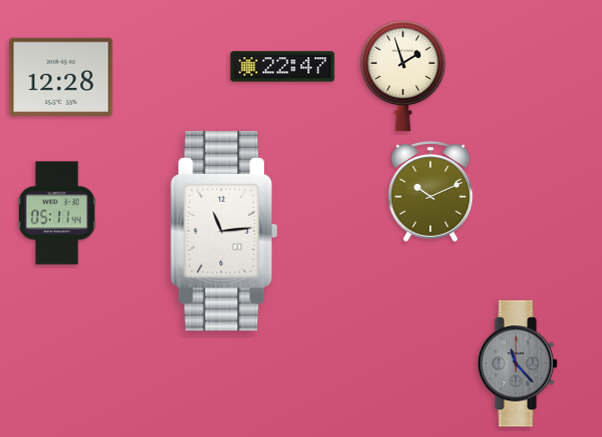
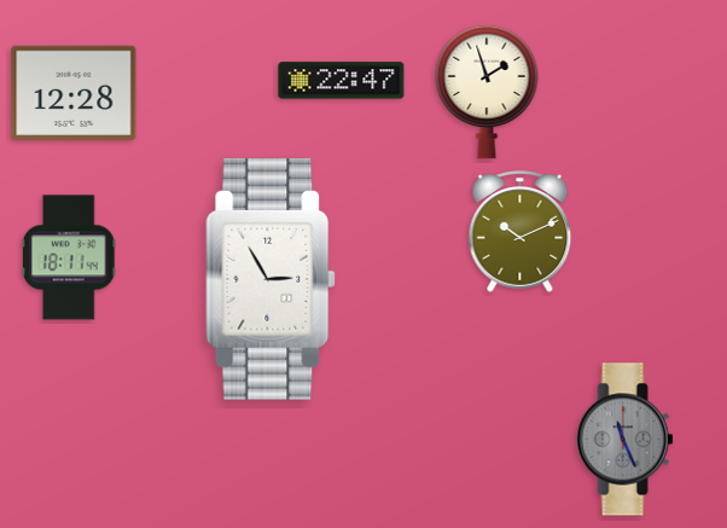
clock at (58, 213): 05:11 -> 18:11
clock at (224, 232): 11:14 -> 2:55
clock at (518, 364): 11:23 -> 11:26
